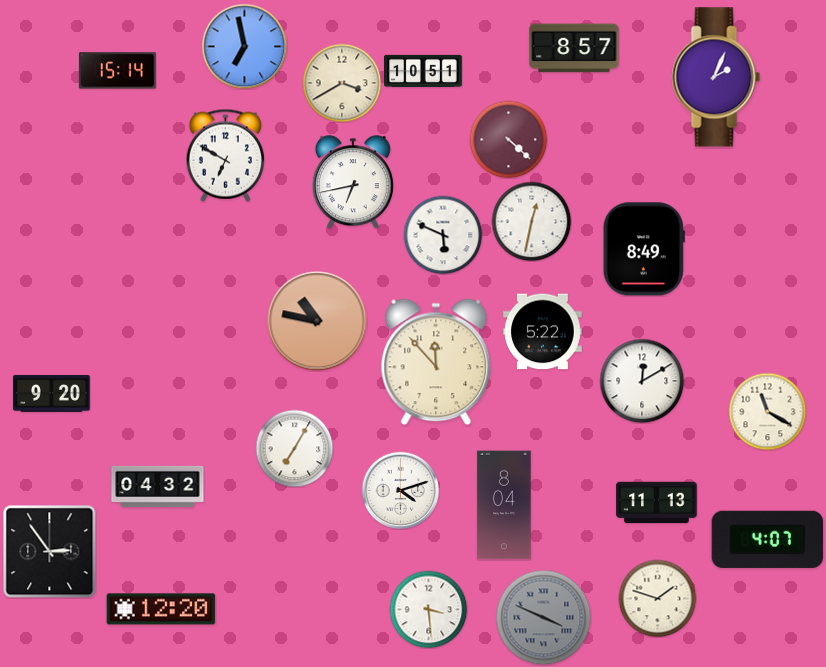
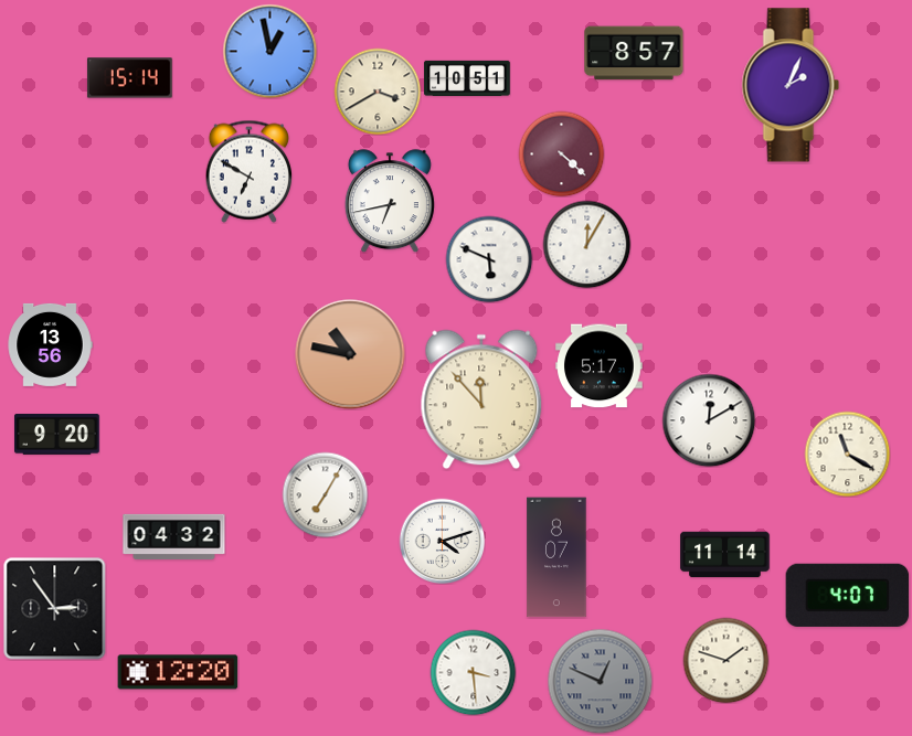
clock at (244, 46): 6:58 -> 12:58
clock at (531, 221): 12:32 -> 12:05
clock at (644, 249): 8:49 -> none
clock at (50, 344): none -> 13:56
clock at (543, 332): 5:22 -> 5:17
clock at (657, 503): 11:13 -> 11:14
clock at (504, 505): 8:04 -> 8:07
clock at (543, 617): 3:49 -> 12:49
